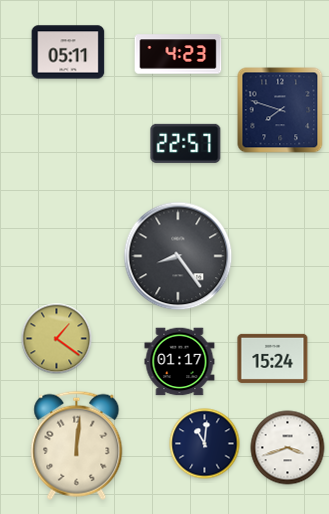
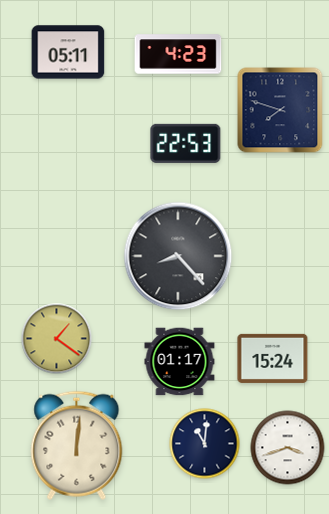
clock at (186, 143): 22:57 -> 22:53
clock at (178, 256): 8:24 -> 8:23
